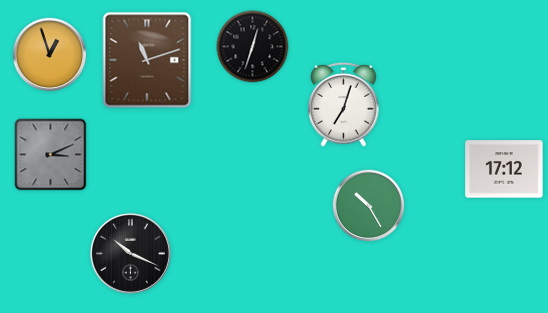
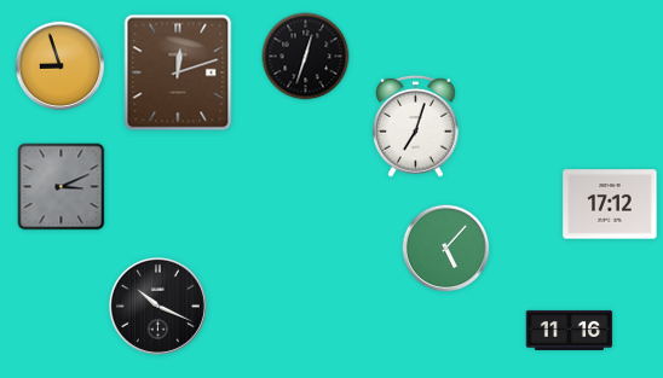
clock at (50, 55): 12:57 -> 8:57
clock at (147, 60): 11:12 -> 12:12
clock at (369, 206): 10:25 -> 5:07
clock at (570, 330): none -> 11:16
